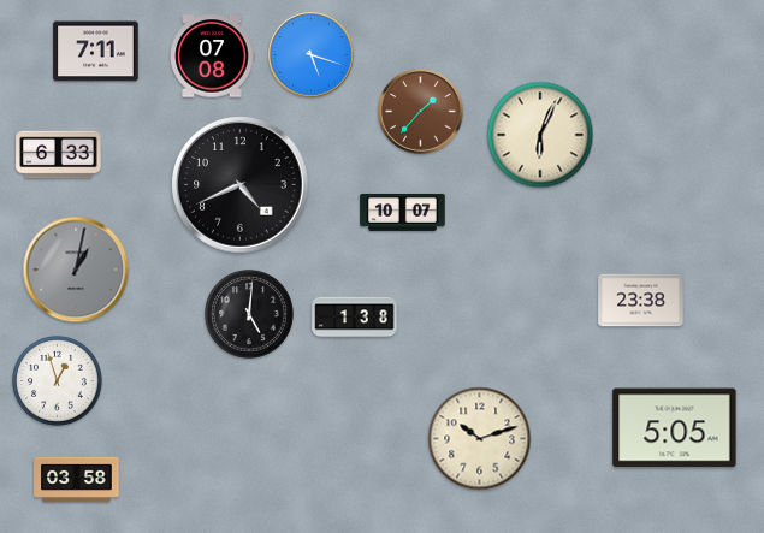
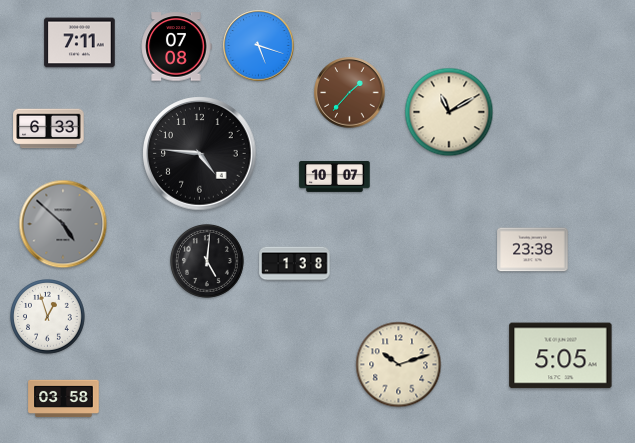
clock at (540, 135): 6:04 -> 11:10
clock at (241, 185): 4:41 -> 4:46
clock at (76, 270): 1:02 -> 4:52
